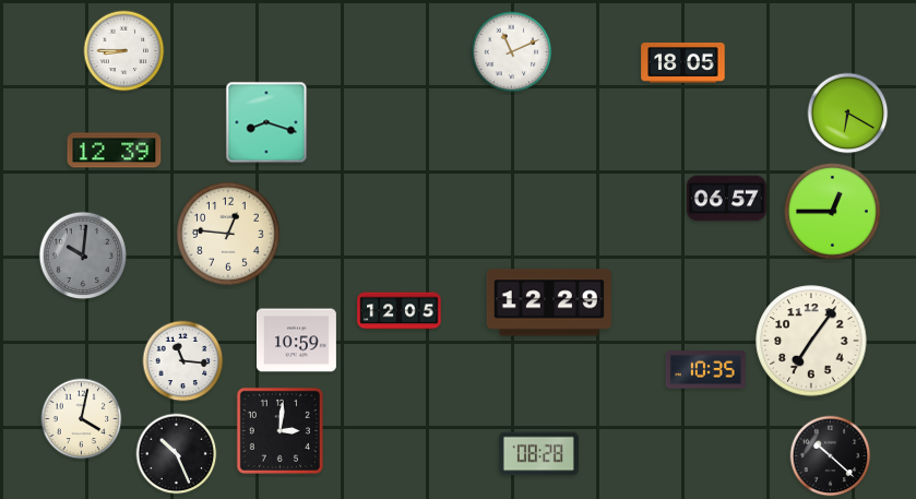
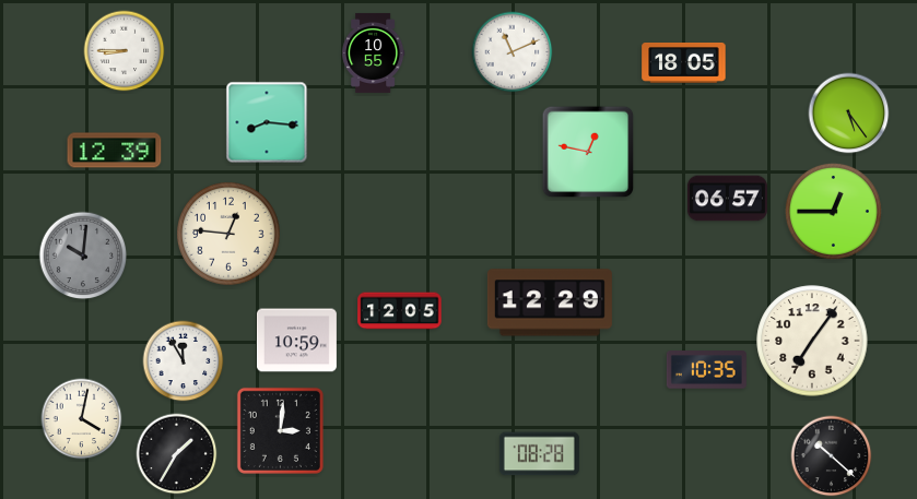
clock at (374, 52): none -> 10:55
clock at (848, 114): 6:20 -> 5:24
clock at (266, 122): 8:18 -> 8:16
clock at (588, 152): none -> 12:47
clock at (183, 361): 11:16 -> 11:55
clock at (177, 454): 10:26 -> 1:35
